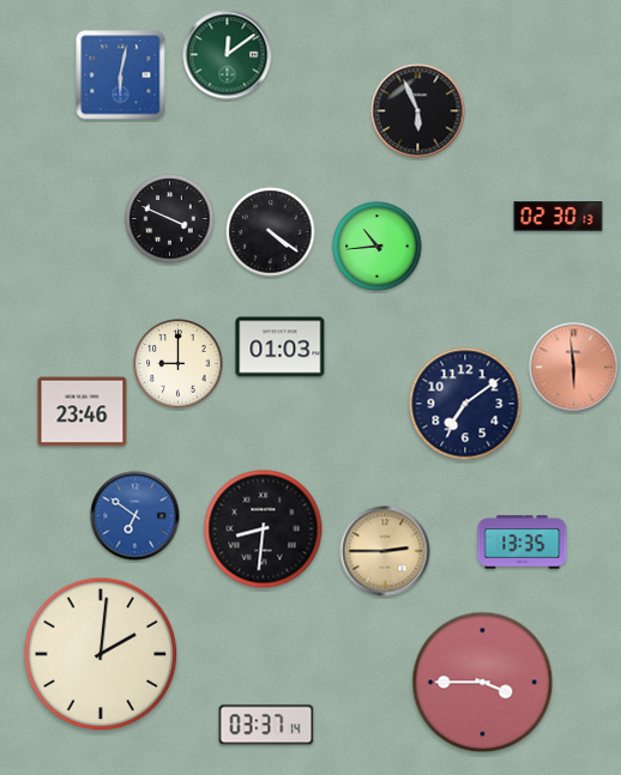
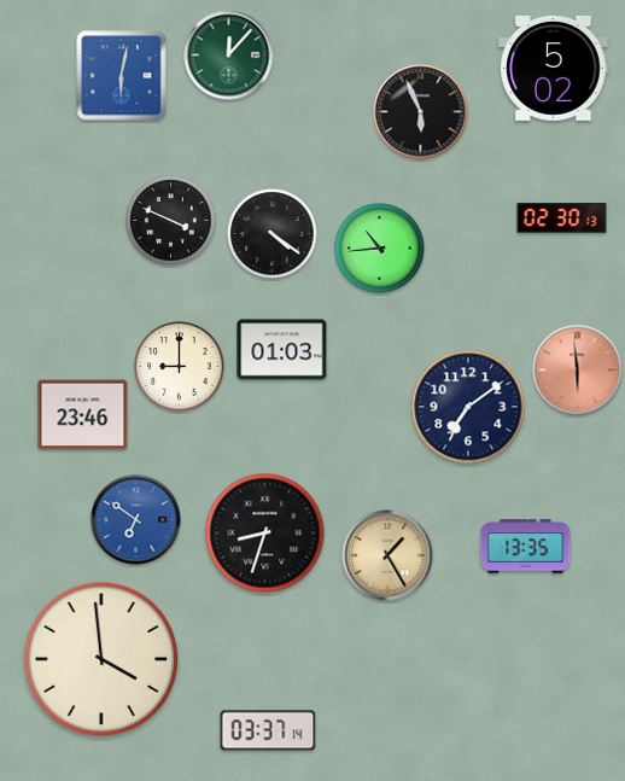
clock at (228, 55): 12:09 -> 12:07
clock at (554, 68): none -> 5:02
clock at (264, 529): 8:31 -> 8:33
clock at (385, 551): 2:45 -> 1:25
clock at (101, 654): 2:01 -> 3:59
clock at (483, 683): 3:45 -> none
